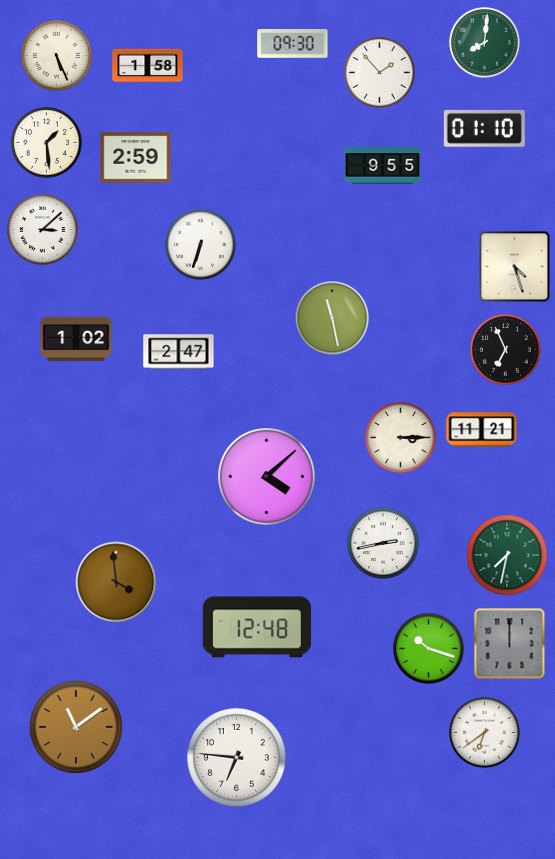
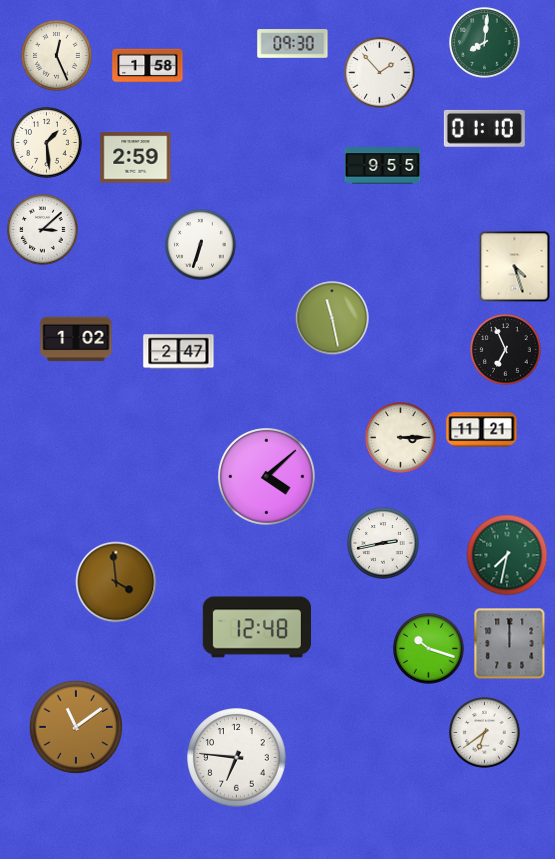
clock at (57, 56): 5:26 -> 12:26
